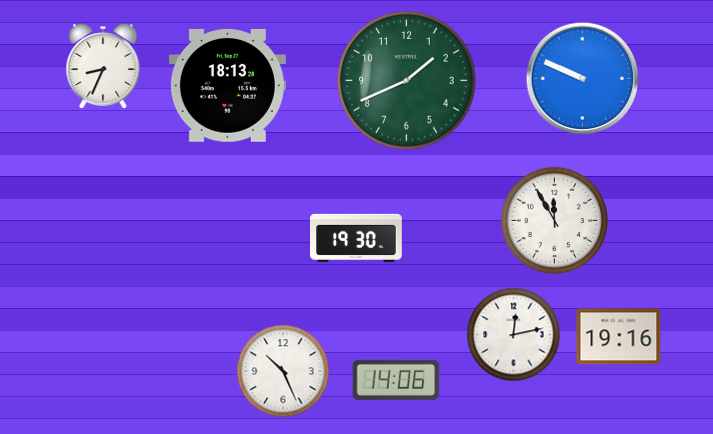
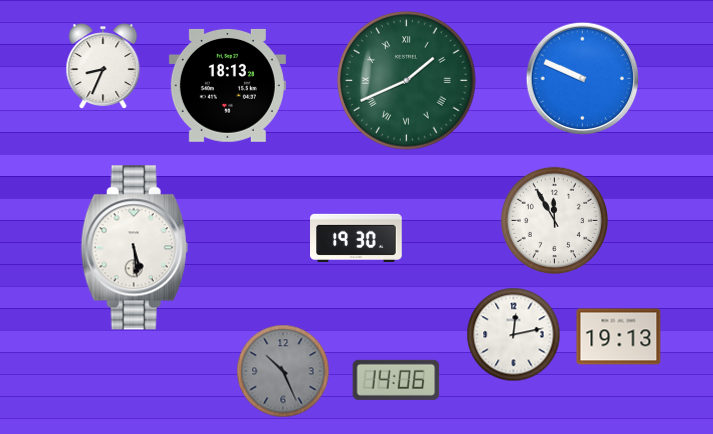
clock at (407, 81) numerals: Arabic -> Roman
clock at (134, 248): none -> 5:29
clock at (619, 337): 19:16 -> 19:13
clock at (283, 371) dial: white -> grey
